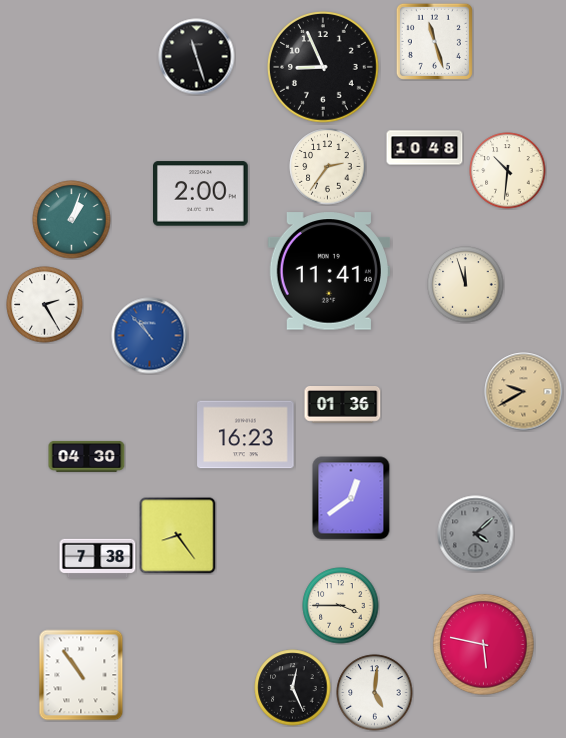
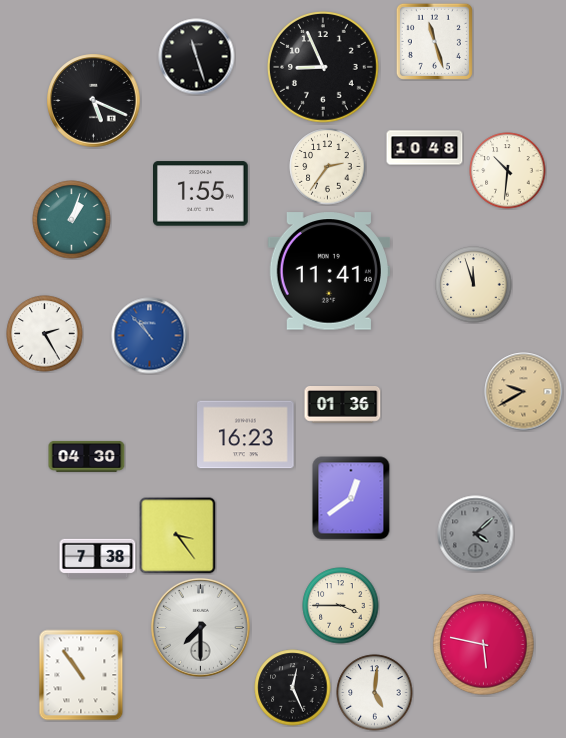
clock at (94, 101): none -> 5:19
clock at (201, 194): 2:00 -> 1:55
clock at (466, 285) position: (466, 285) -> (474, 285)
clock at (45, 305) position: (45, 305) -> (45, 334)
clock at (178, 536): 8:24 -> 3:24
clock at (200, 627): none -> 7:30
